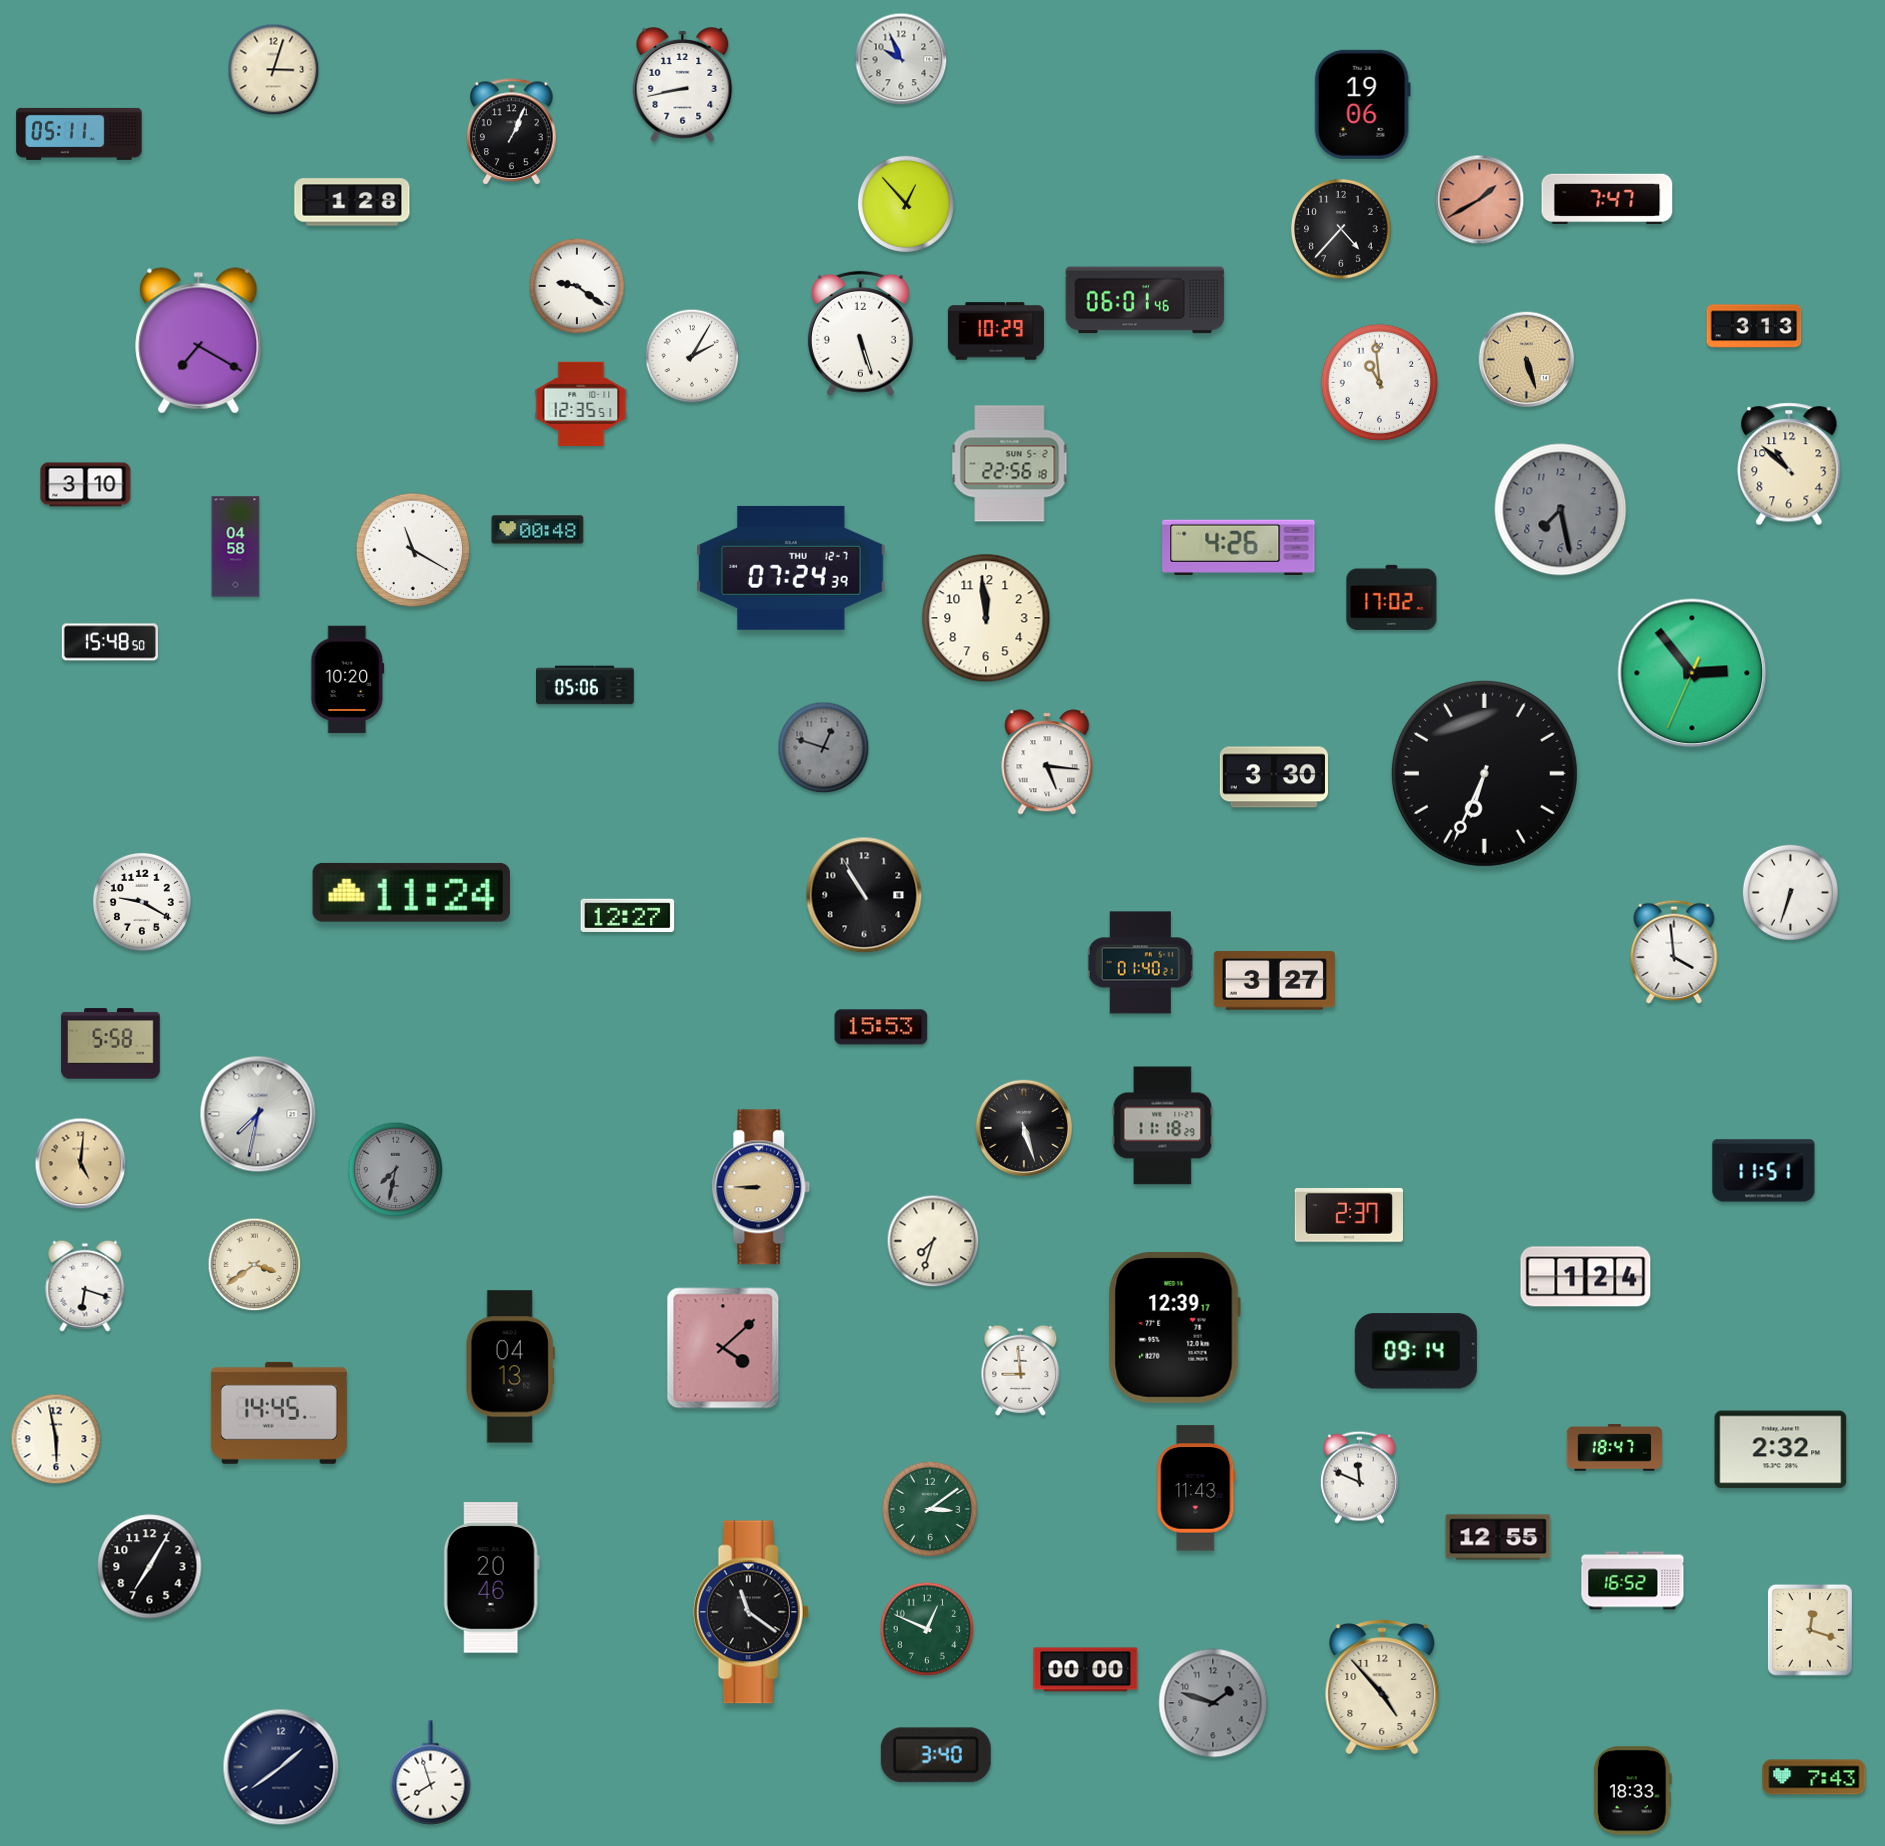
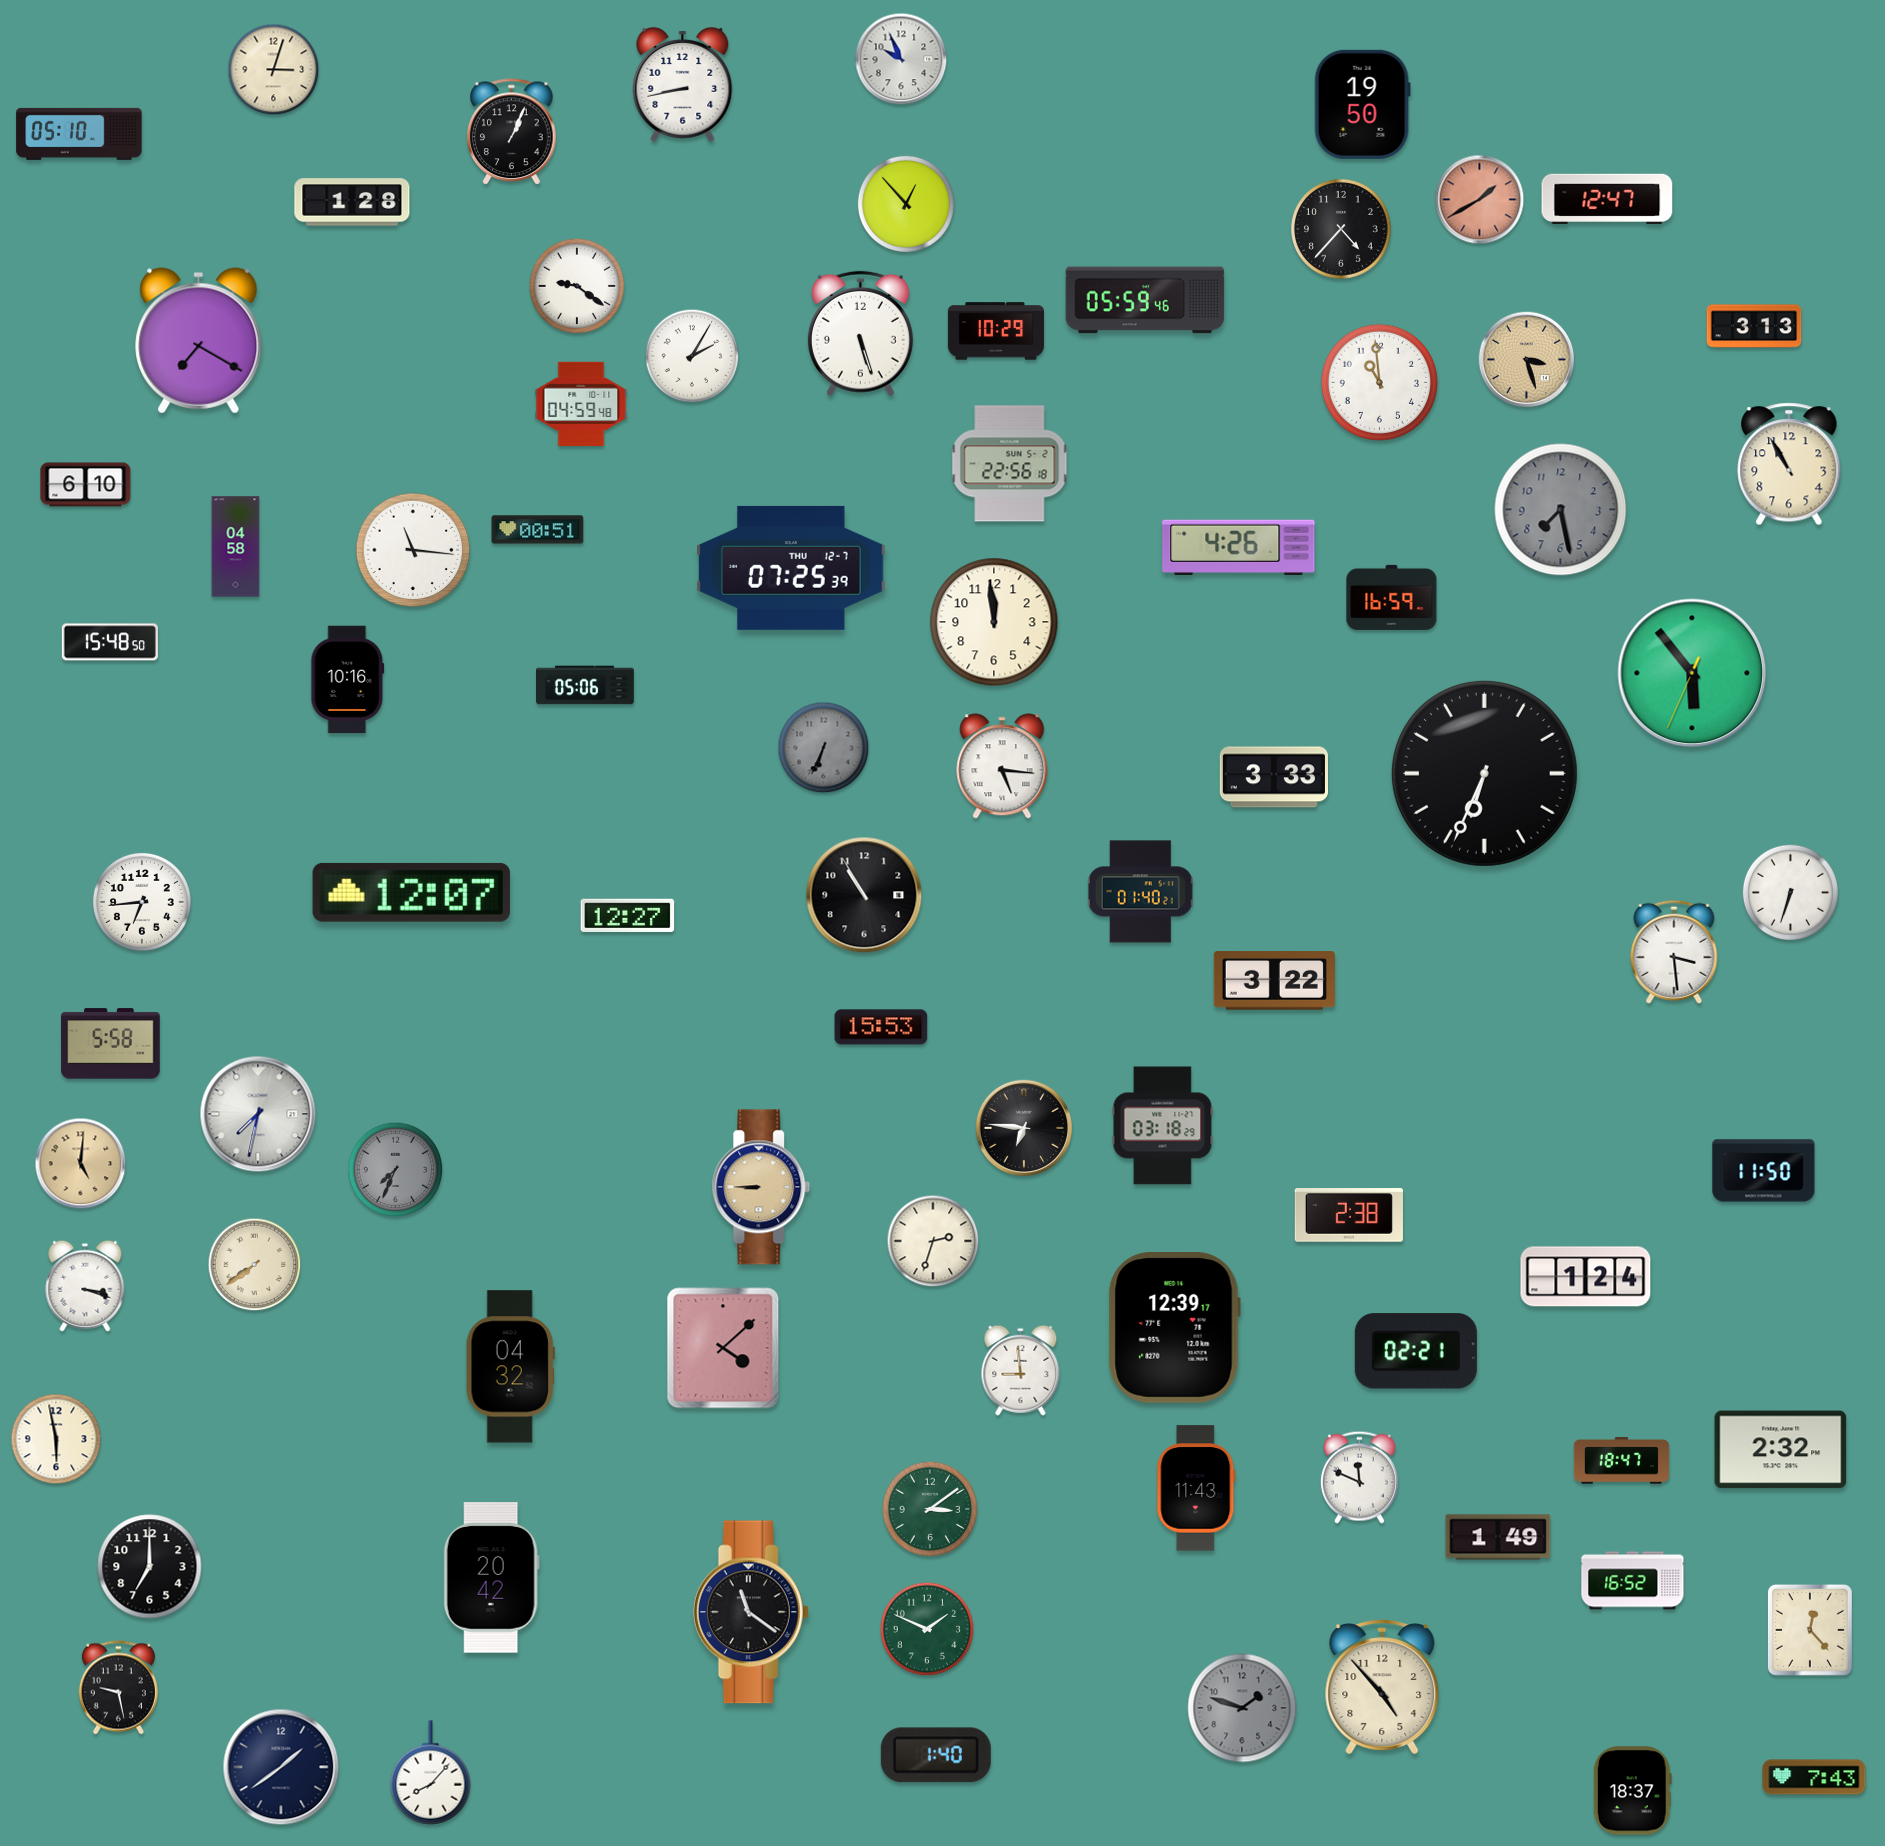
clock at (1362, 104): 19:06 -> 19:50
clock at (79, 134): 05:11 -> 05:10
clock at (1607, 198): 7:47 -> 12:47
clock at (1145, 300): 06:01 -> 05:59
clock at (1527, 360): 5:27 -> 3:27
clock at (581, 403): 12:35 -> 04:59
clock at (1789, 464): 10:52 -> 10:55
clock at (86, 485): 3:10 -> 6:10
clock at (538, 530): 00:48 -> 00:51
clock at (413, 550): 11:20 -> 11:16
clock at (791, 568): 07:24 -> 07:25
clock at (1392, 597): 17:02 -> 16:59
clock at (986, 618) position: (986, 618) -> (994, 622)
clock at (1692, 673): 2:53 -> 5:53
clock at (348, 680): 10:20 -> 10:16
clock at (824, 748): 12:48 -> 6:34
clock at (1047, 762) position: (1047, 762) -> (1002, 766)
clock at (1273, 777): 3:30 -> 3:33
clock at (411, 892): 11:24 -> 12:07
clock at (142, 902): 9:20 -> 6:44
clock at (1674, 952): 3:59 -> 3:29
clock at (1140, 963) position: (1140, 963) -> (1140, 892)
clock at (1274, 981): 3:27 -> 3:22
clock at (1163, 1126): 11:18 -> 03:18
clock at (1023, 1127): 5:27 -> 6:46
clock at (396, 1170): 7:32 -> 7:34
clock at (1764, 1171): 11:51 -> 11:50
clock at (1349, 1215): 2:37 -> 2:38
clock at (933, 1241): 7:33 -> 2:33
clock at (255, 1265): 3:39 -> 7:39
clock at (85, 1286): 6:18 -> 3:18
clock at (1416, 1351): 09:14 -> 02:21
clock at (510, 1367): 04:13 -> 04:32
clock at (279, 1413): 14:45 -> none
clock at (1615, 1448) position: (1615, 1448) -> (1622, 1461)
clock at (1498, 1537): 12:55 -> 1:49
clock at (150, 1567): 7:05 -> 7:00
clock at (491, 1578): 20:46 -> 20:42
clock at (927, 1629): 12:49 -> 1:49
clock at (1810, 1630): 12:18 -> 12:23
clock at (1086, 1670): 00:00 -> none
clock at (118, 1688): none -> 9:28
clock at (1213, 1703) position: (1213, 1703) -> (1242, 1708)
clock at (936, 1755): 3:40 -> 1:40
clock at (431, 1773): 7:57 -> 8:07
clock at (1632, 1791): 18:33 -> 18:37
